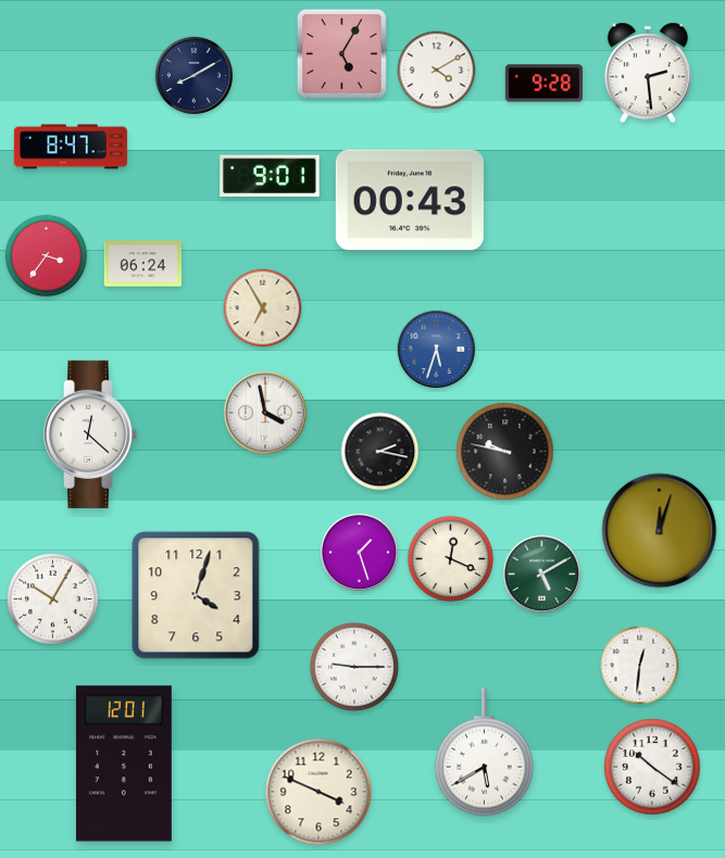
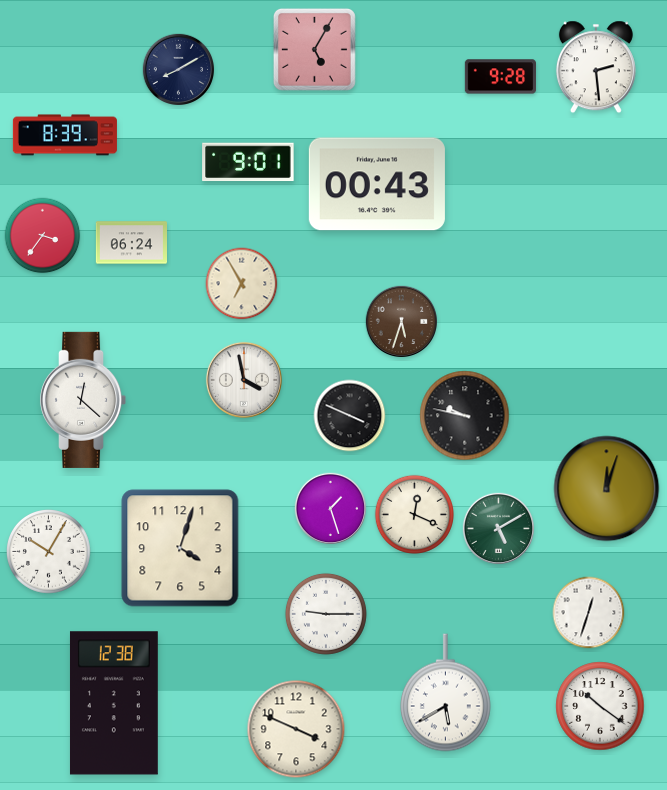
clock at (437, 71): 4:10 -> none
clock at (71, 147): 8:47 -> 8:39
clock at (436, 349) dial: blue -> brown
clock at (380, 452): 2:17 -> 3:49
clock at (640, 666): 12:31 -> 12:33
clock at (124, 764): 12:01 -> 12:38
clock at (318, 792) position: (318, 792) -> (296, 729)
